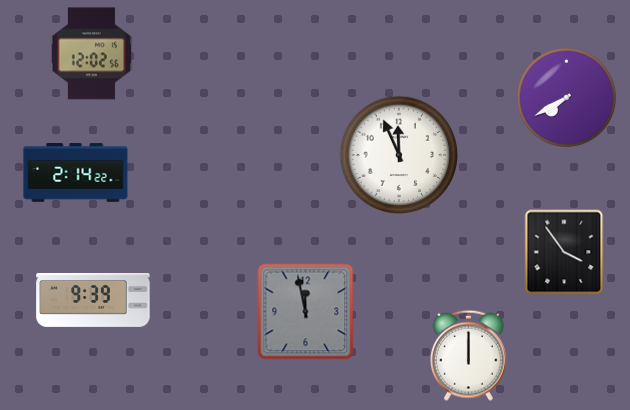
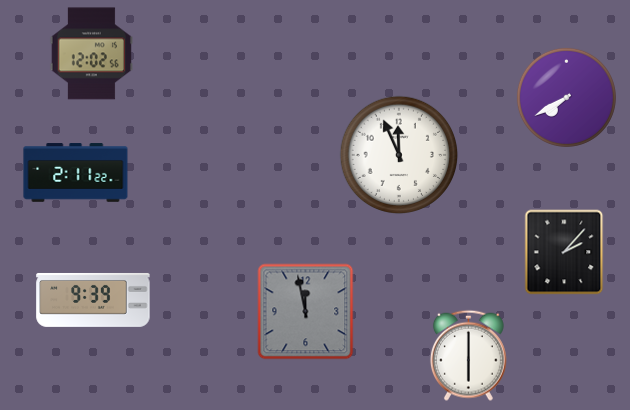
clock at (76, 173): 2:14 -> 2:11
clock at (564, 252): 3:54 -> 2:07
clock at (468, 355): 12:00 -> 6:00
